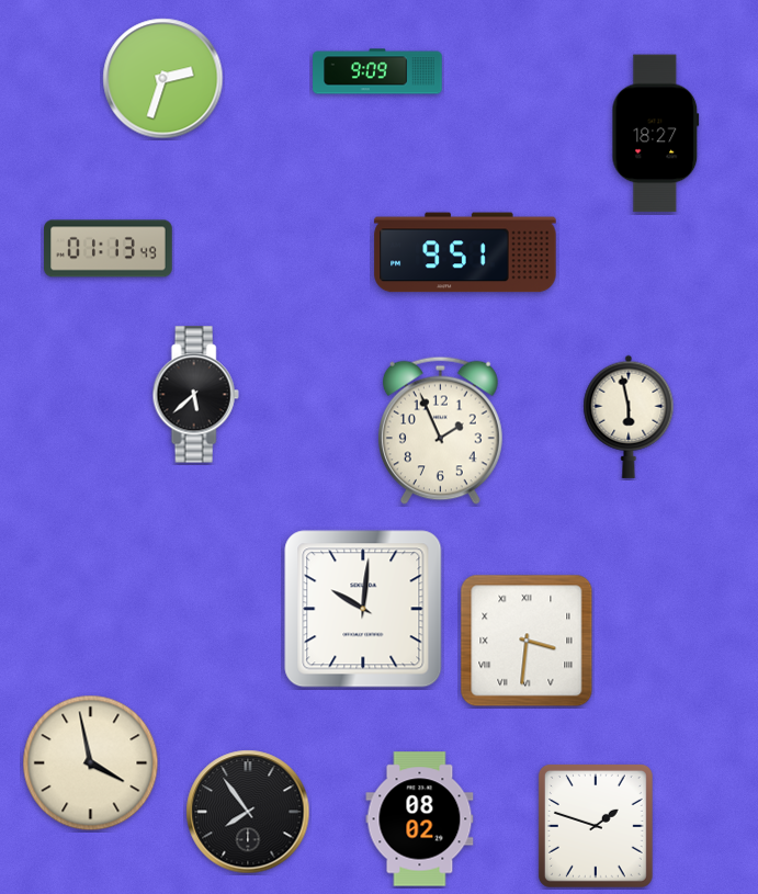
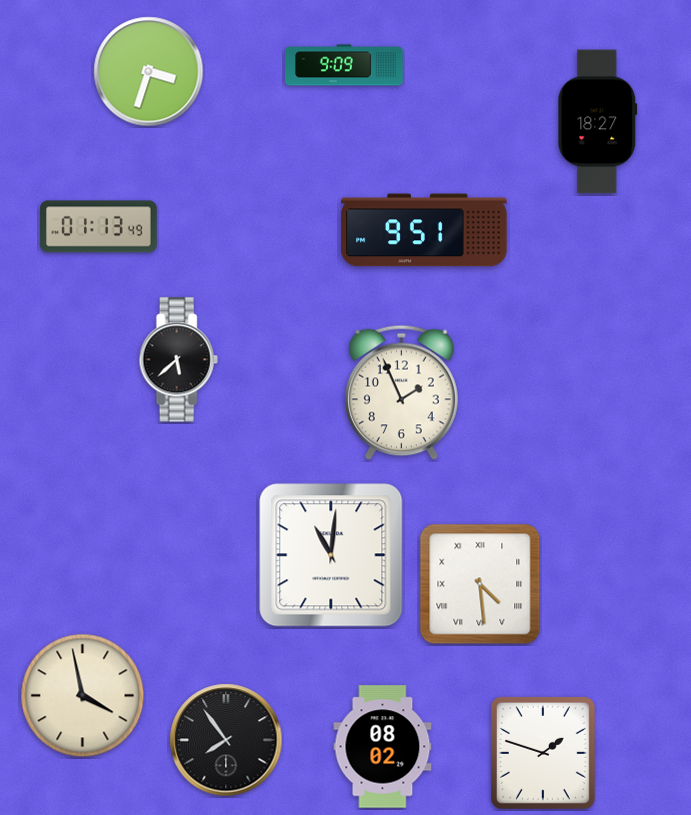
clock at (163, 79): 2:33 -> 3:33
clock at (629, 417): 5:58 -> none
clock at (363, 609): 10:01 -> 11:01
clock at (527, 641): 3:31 -> 4:29
